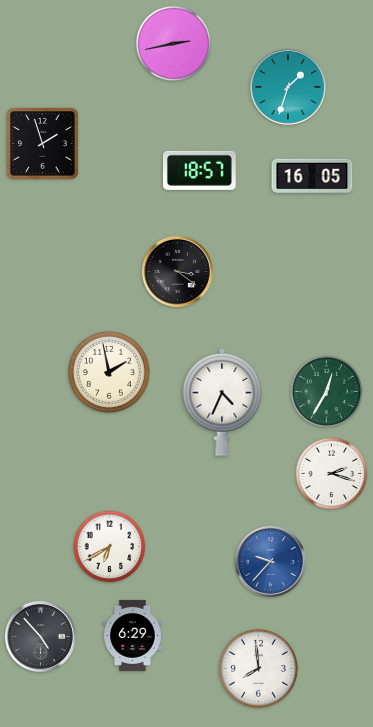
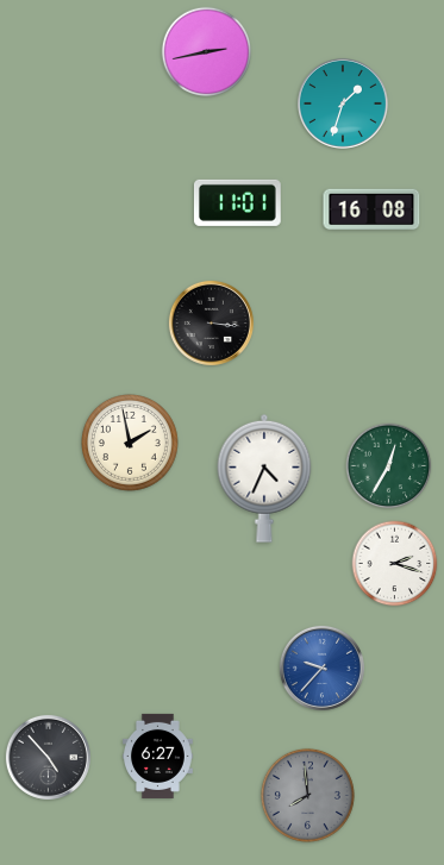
clock at (43, 144): 1:57 -> none
clock at (199, 170): 18:57 -> 11:01
clock at (312, 176): 16:05 -> 16:08
clock at (177, 271): 3:21 -> 3:16
clock at (110, 547): 6:40 -> none
clock at (133, 635): 6:29 -> 6:27
clock at (258, 668) dial: white -> grey
